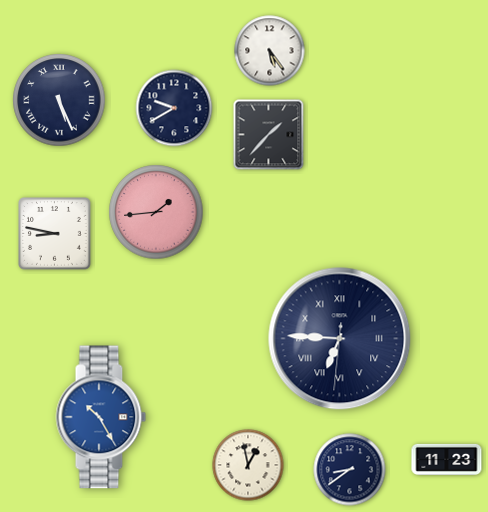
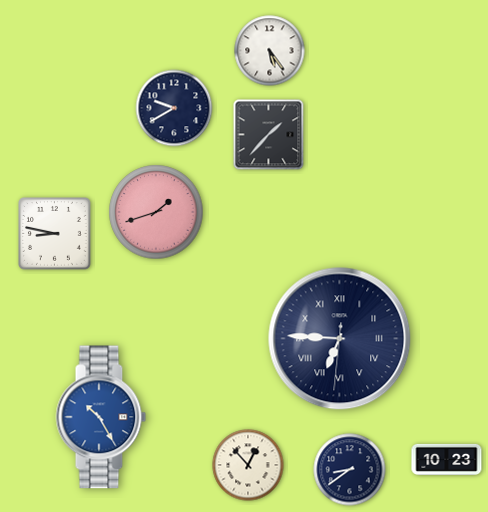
clock at (59, 100): 5:26 -> none
clock at (156, 212): 1:44 -> 1:42
clock at (447, 459): 11:23 -> 10:23
clock at (248, 465): 12:58 -> 12:53
